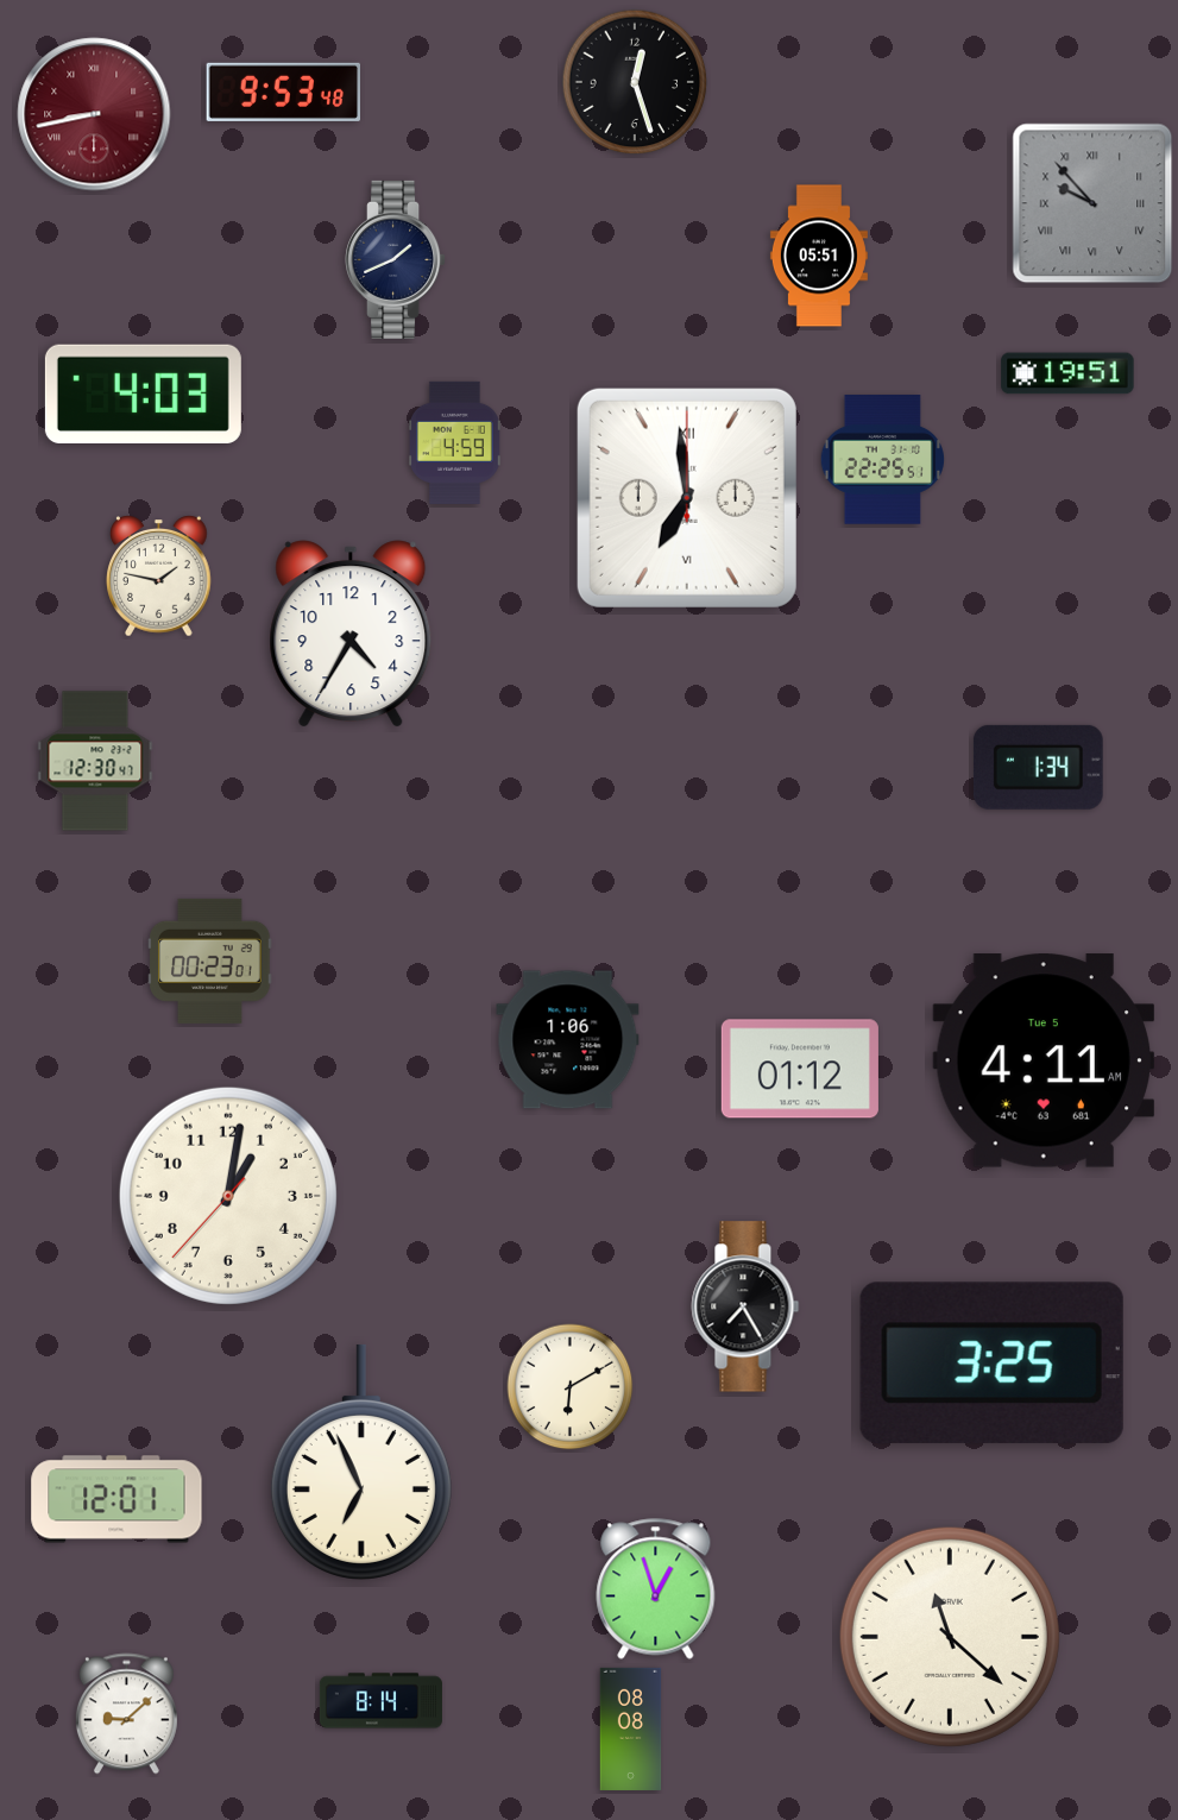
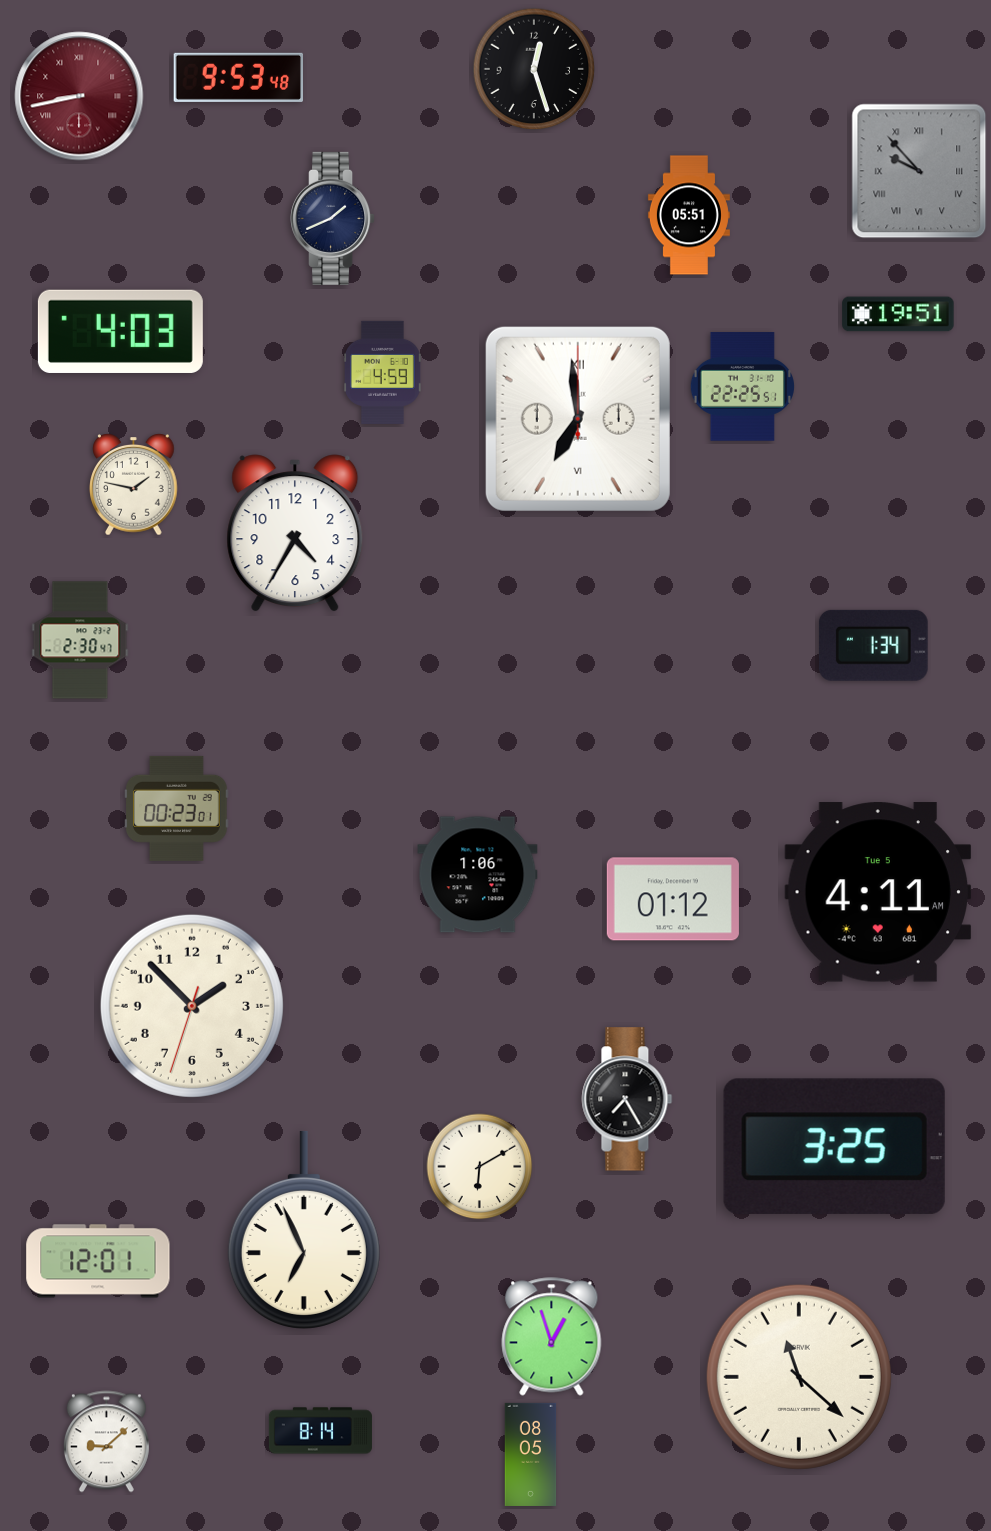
clock at (95, 761): 12:30 -> 2:30
clock at (228, 1196): 1:01 -> 1:52
clock at (631, 1728): 08:08 -> 08:05
